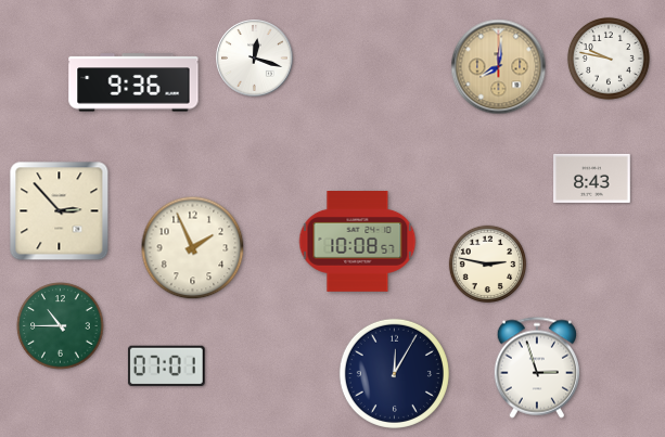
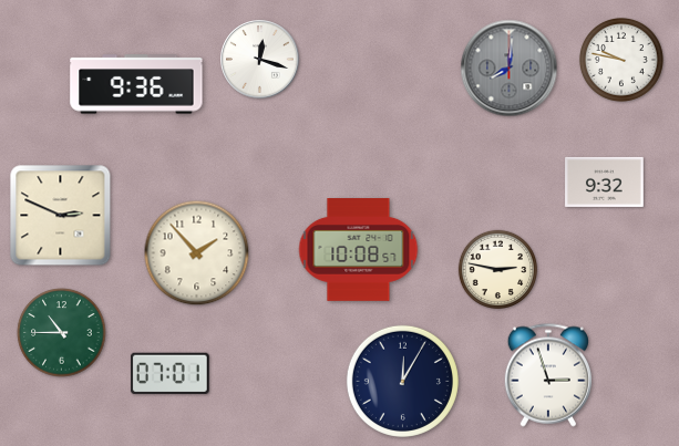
clock at (499, 67) dial: champagne -> grey
clock at (592, 178): 8:43 -> 9:32
clock at (60, 211): 2:53 -> 2:49
clock at (358, 242) position: (358, 242) -> (359, 250)
clock at (193, 248): 1:56 -> 1:53
